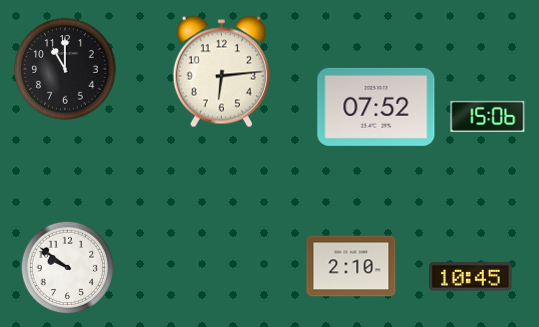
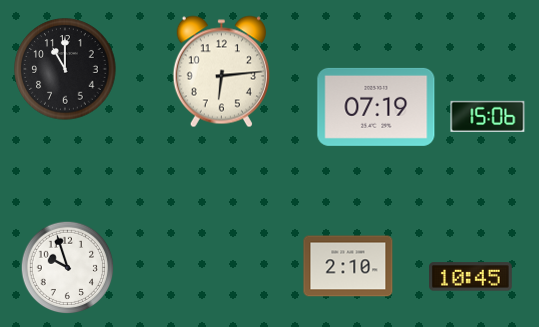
clock at (376, 107): 07:52 -> 07:19
clock at (351, 266) position: (351, 266) -> (348, 266)
clock at (68, 268): 9:51 -> 9:57
